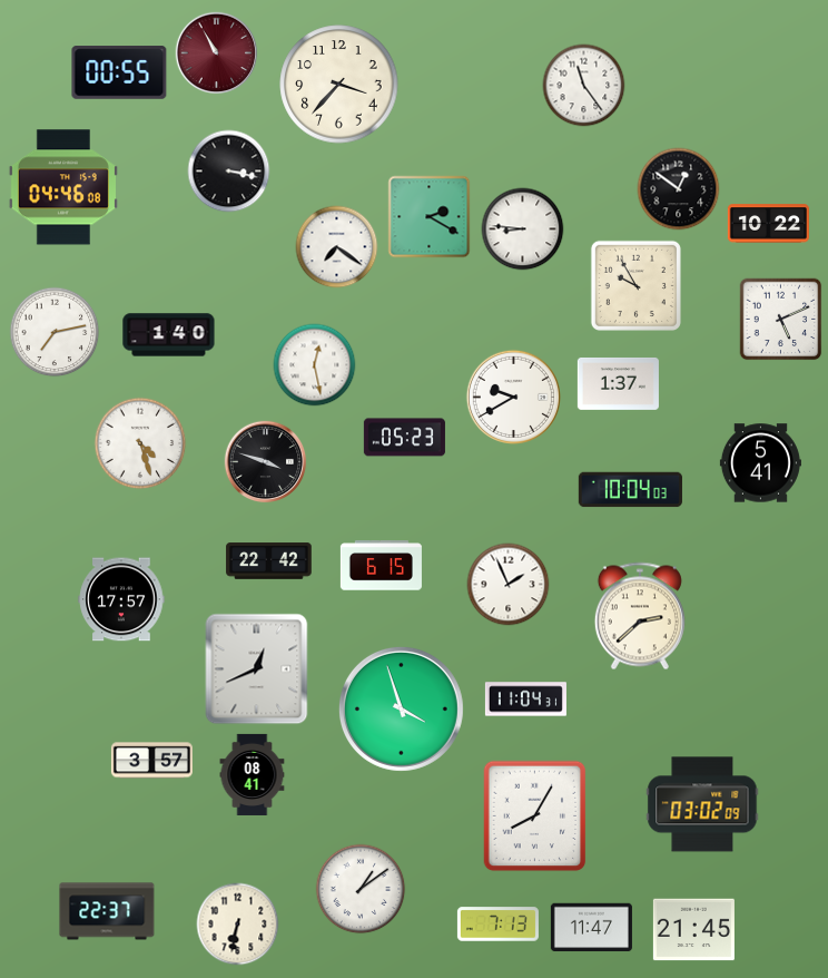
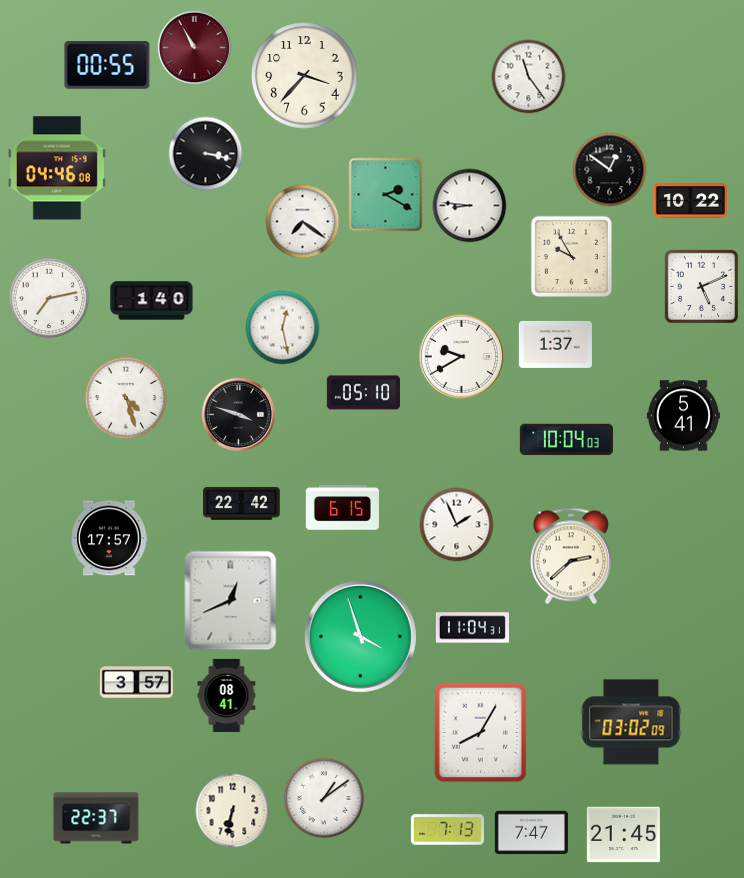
clock at (584, 86) position: (584, 86) -> (529, 77)
clock at (404, 438): 05:23 -> 05:10
clock at (640, 616) position: (640, 616) -> (571, 556)
clock at (238, 925) position: (238, 925) -> (233, 811)
clock at (591, 928): 11:47 -> 7:47
